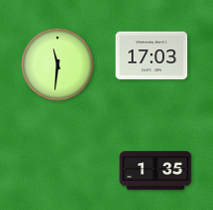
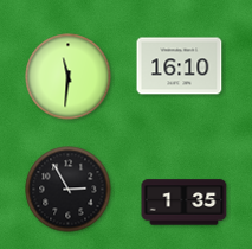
clock at (152, 56): 17:03 -> 16:10
clock at (69, 190): none -> 2:55
